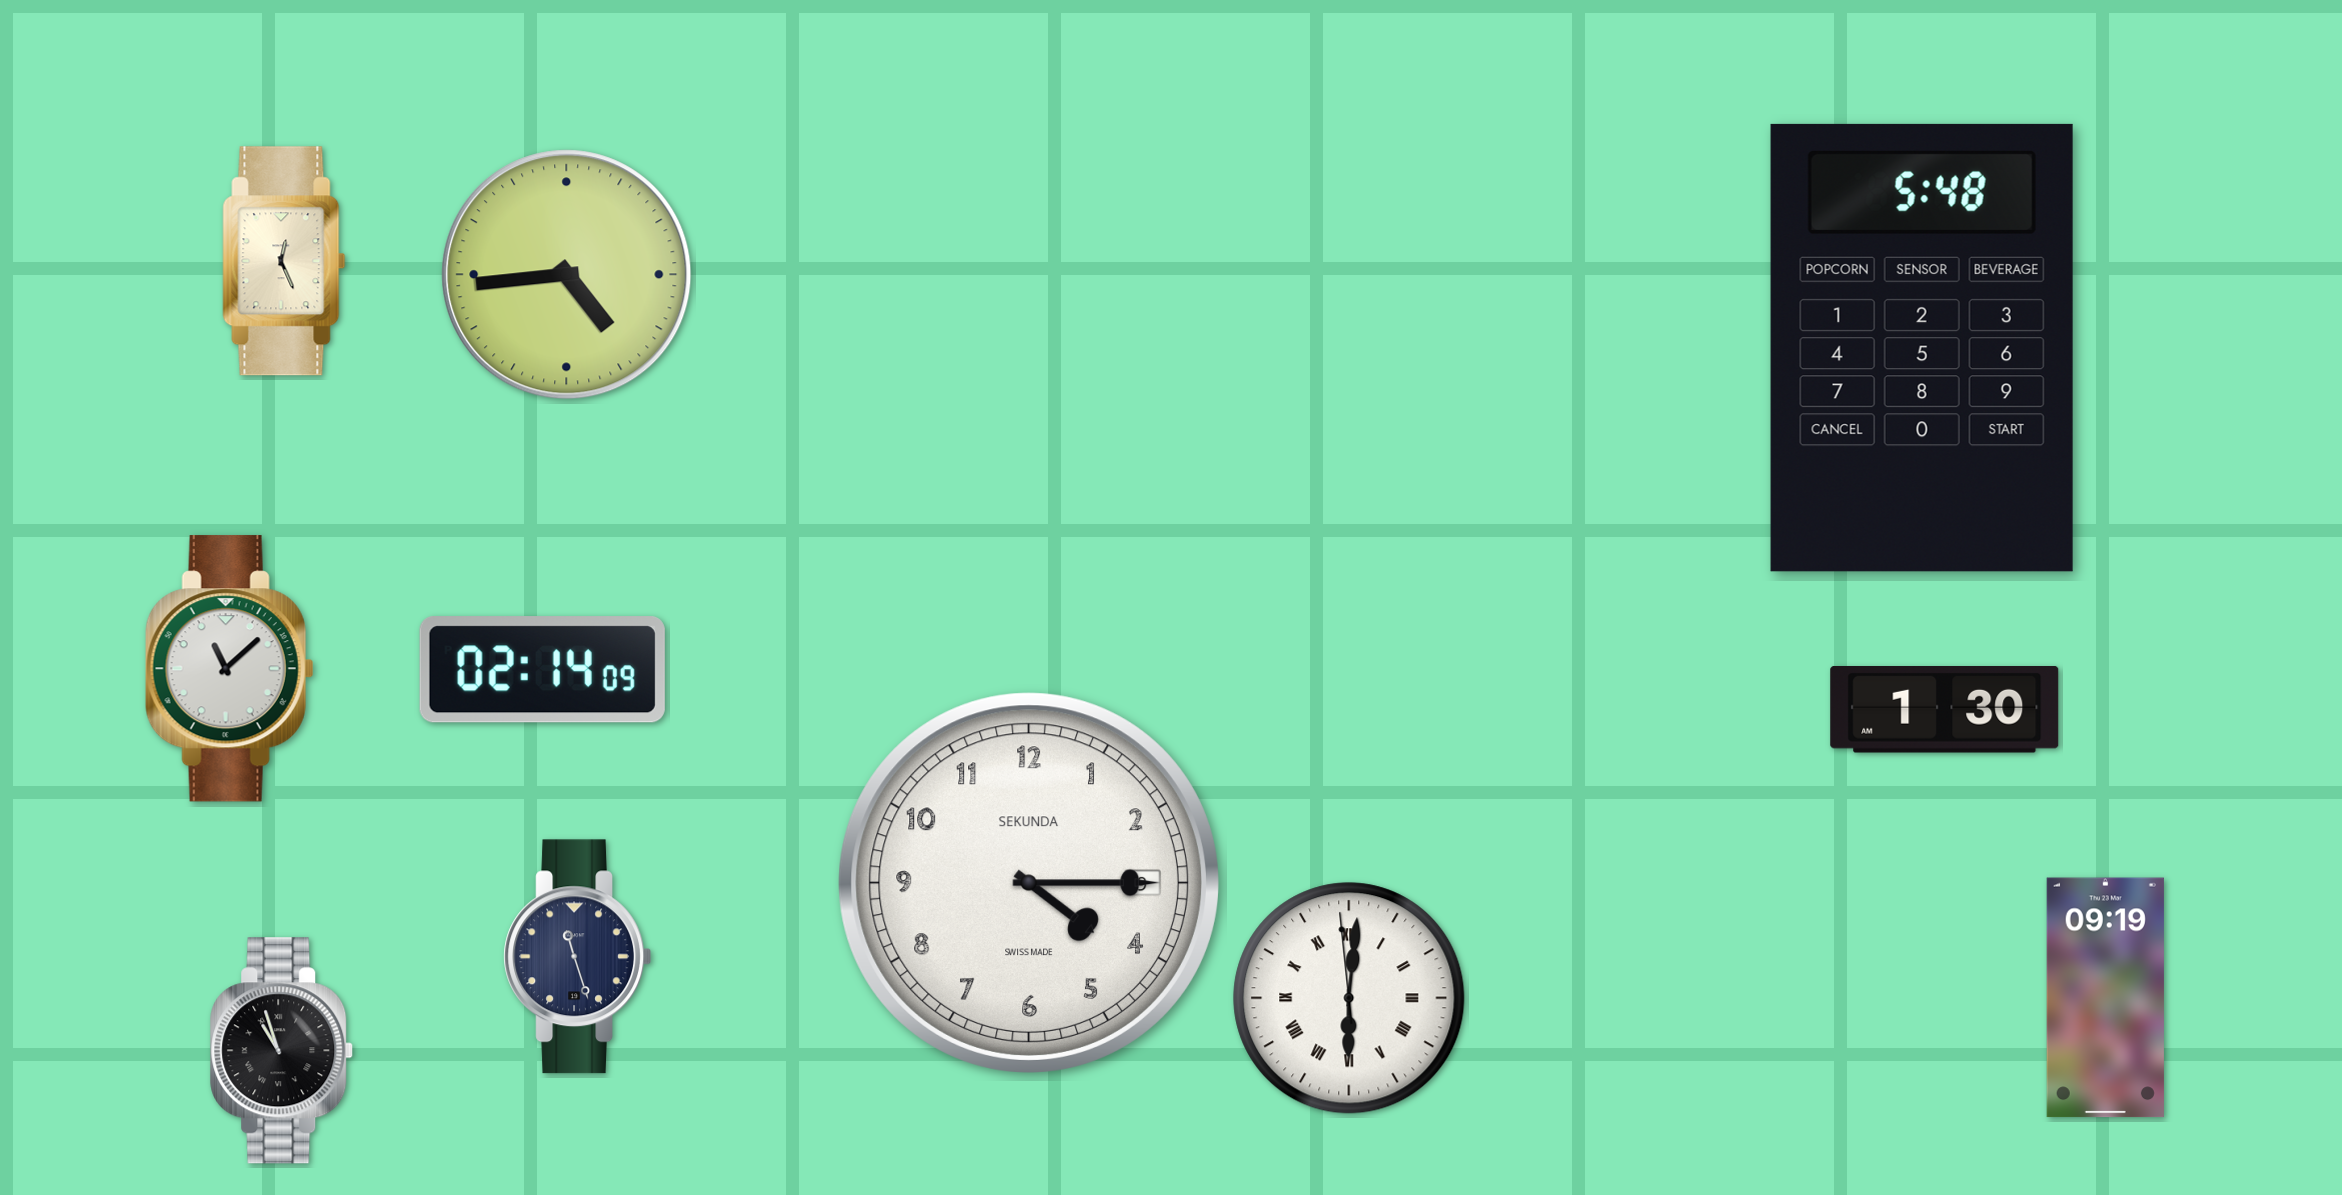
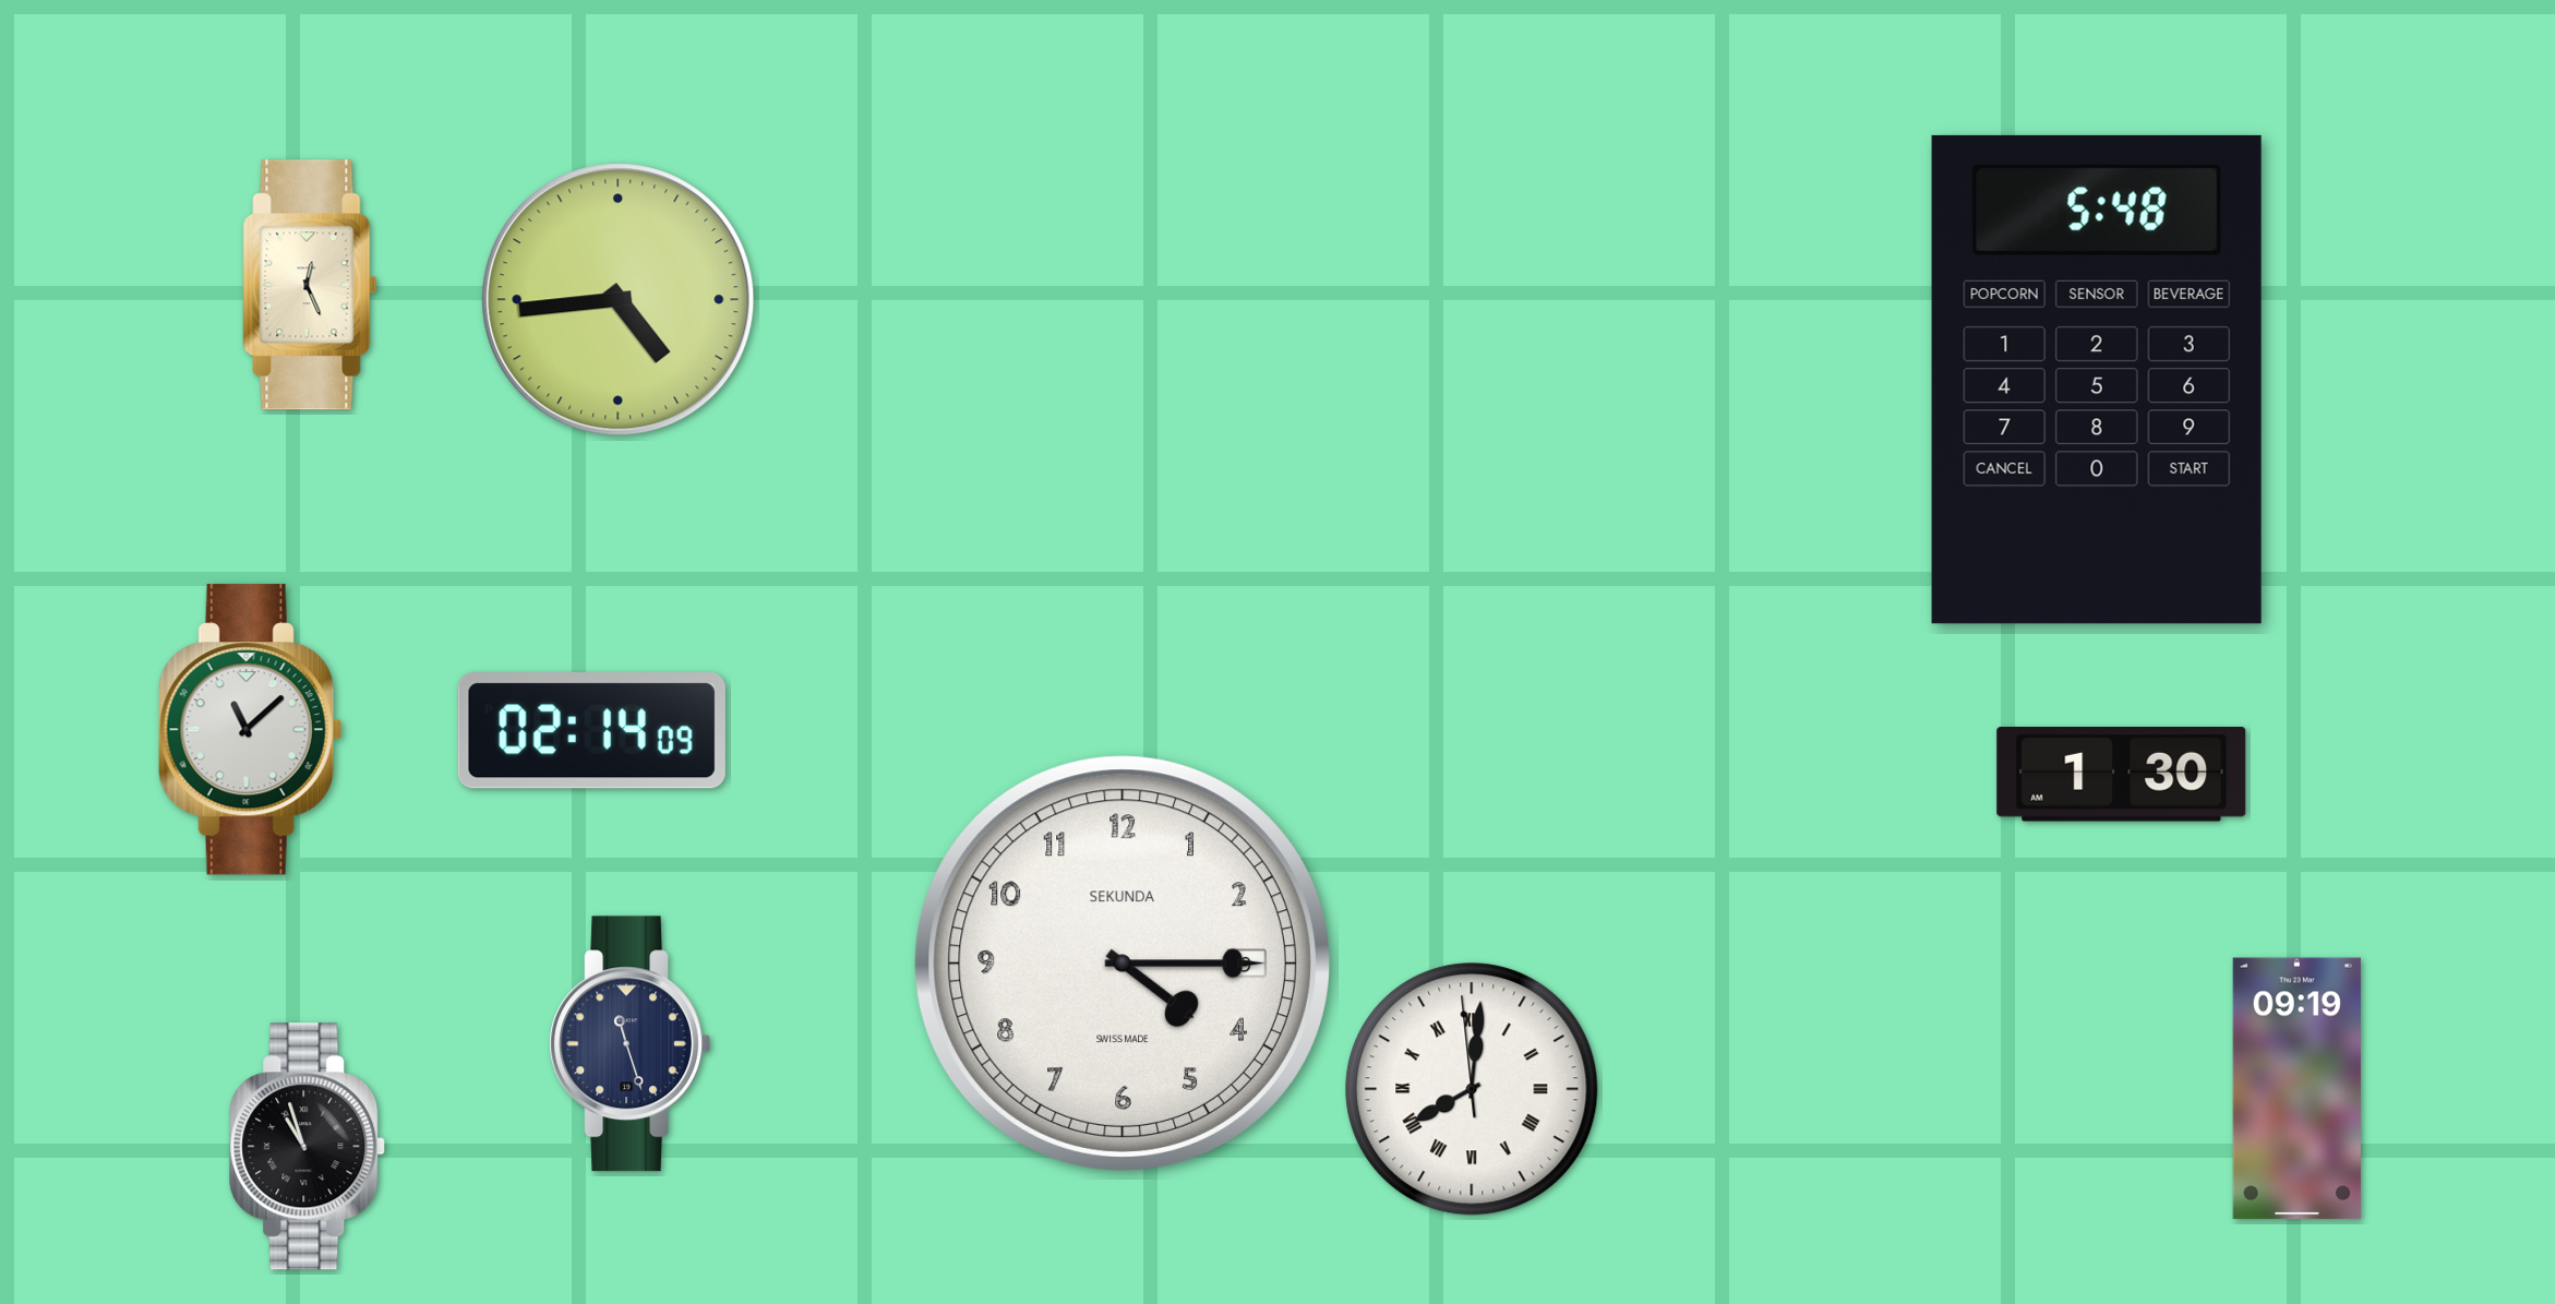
clock at (1349, 998): 6:00 -> 8:00
